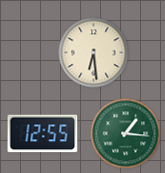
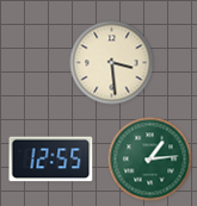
clock at (94, 53): 6:29 -> 3:29
clock at (126, 134): 1:16 -> 1:14
